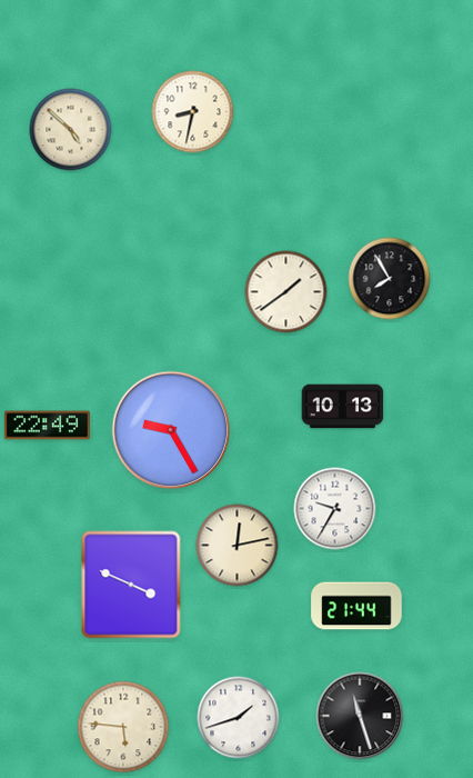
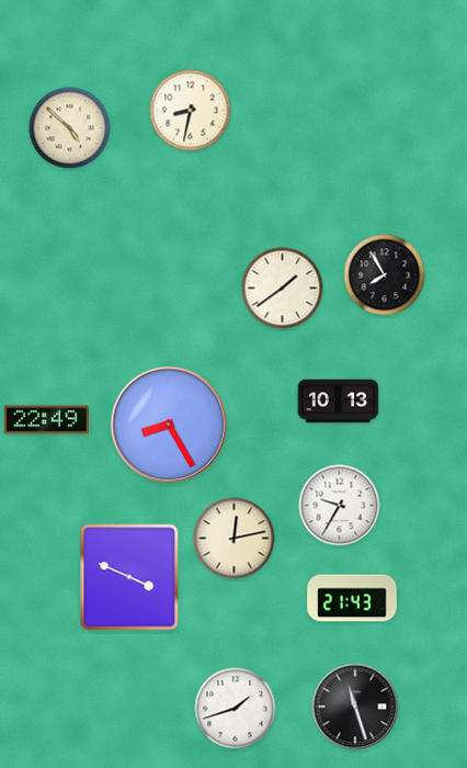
clock at (171, 430): 9:25 -> 8:25
clock at (335, 509) position: (335, 509) -> (340, 506)
clock at (356, 606): 21:44 -> 21:43
clock at (123, 727): 5:46 -> none
